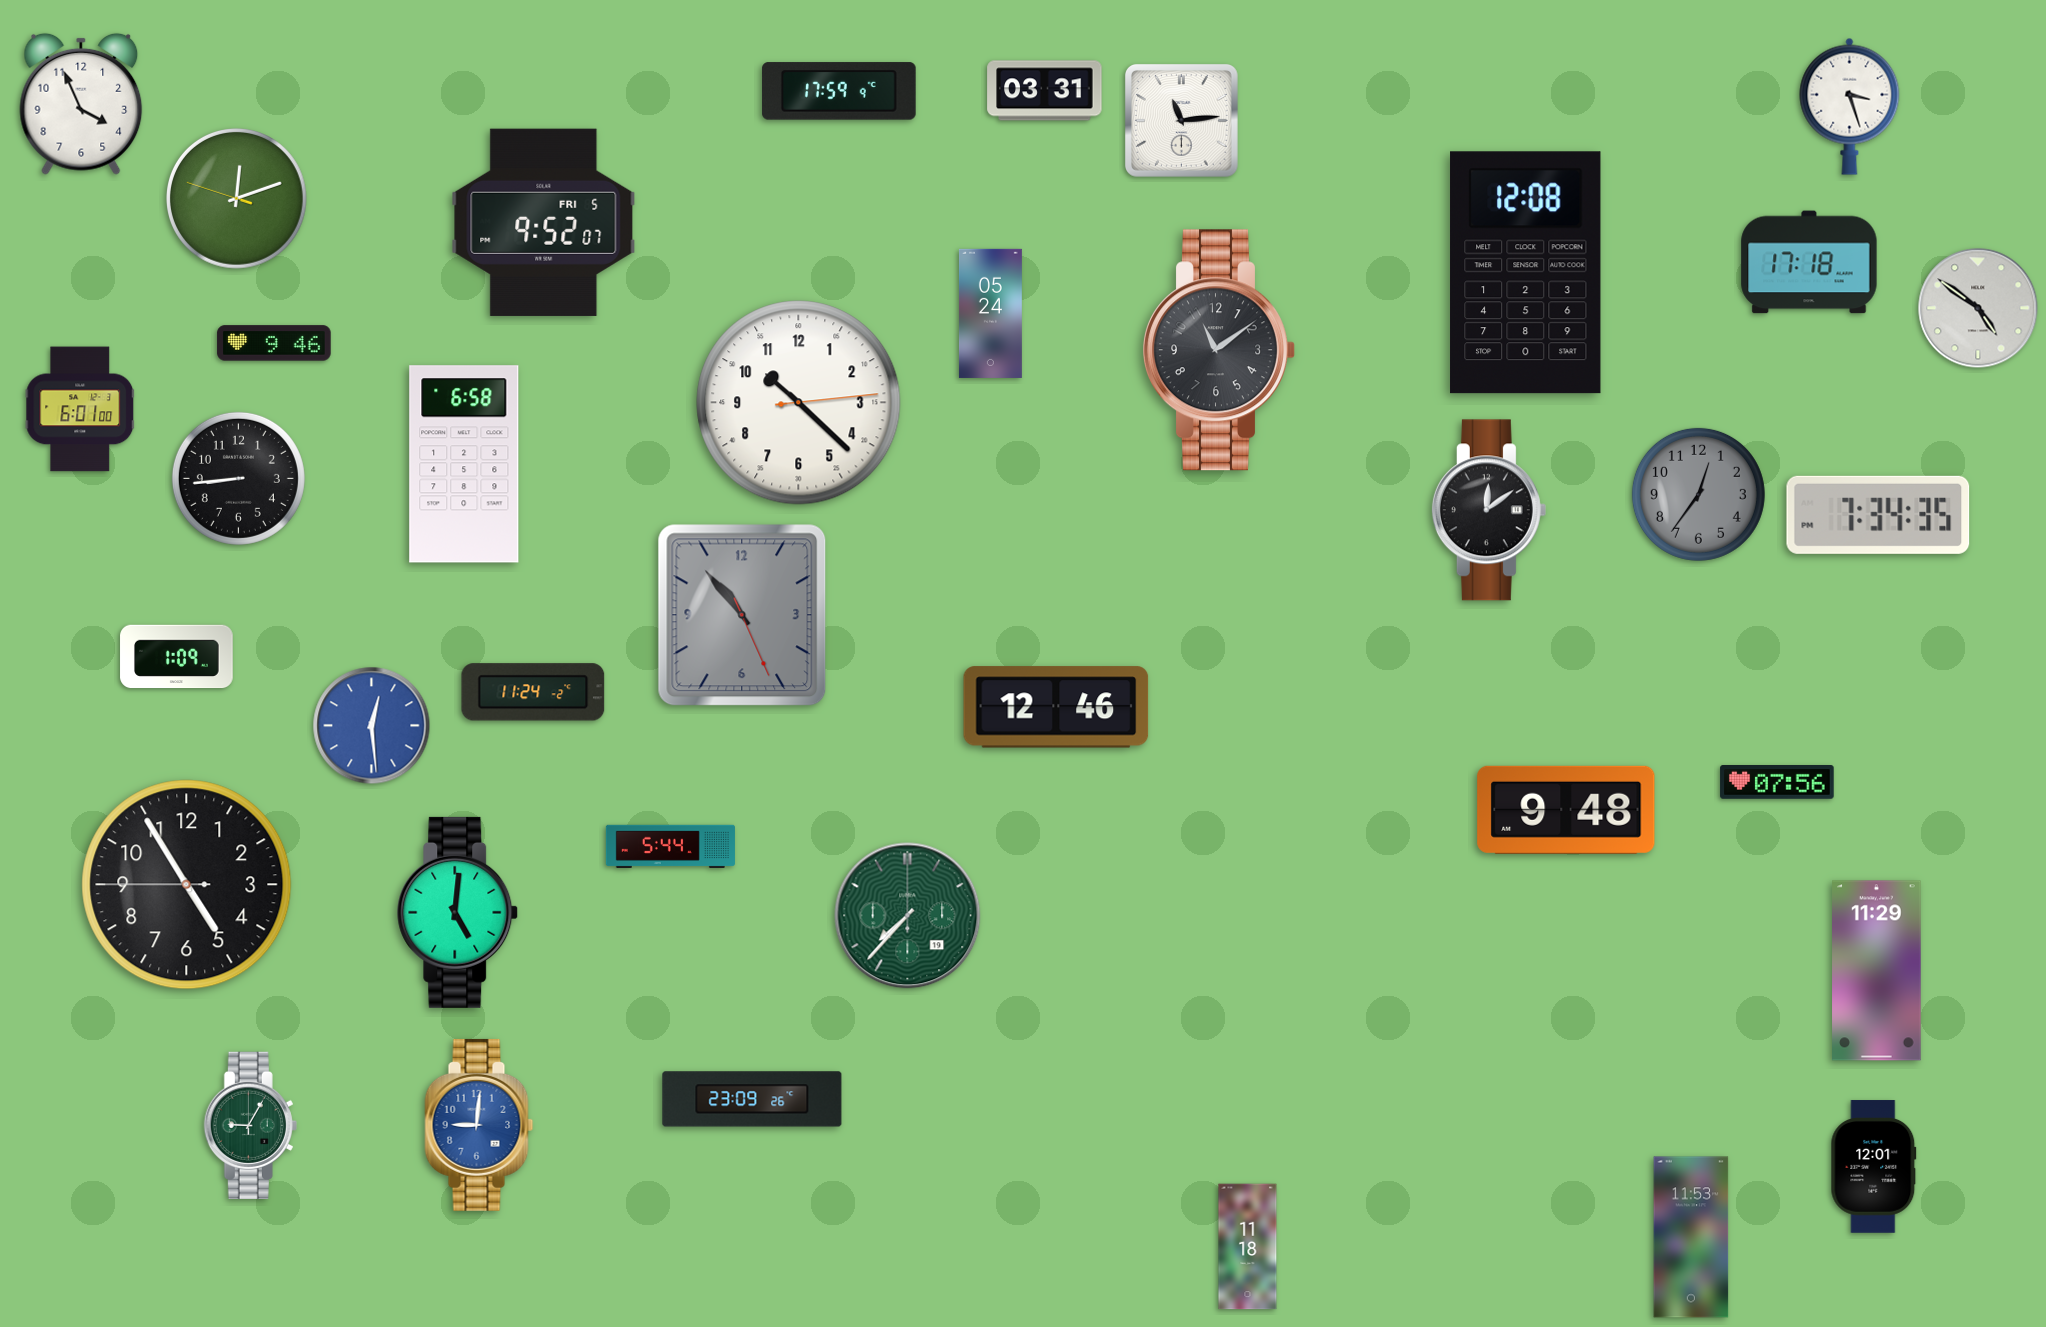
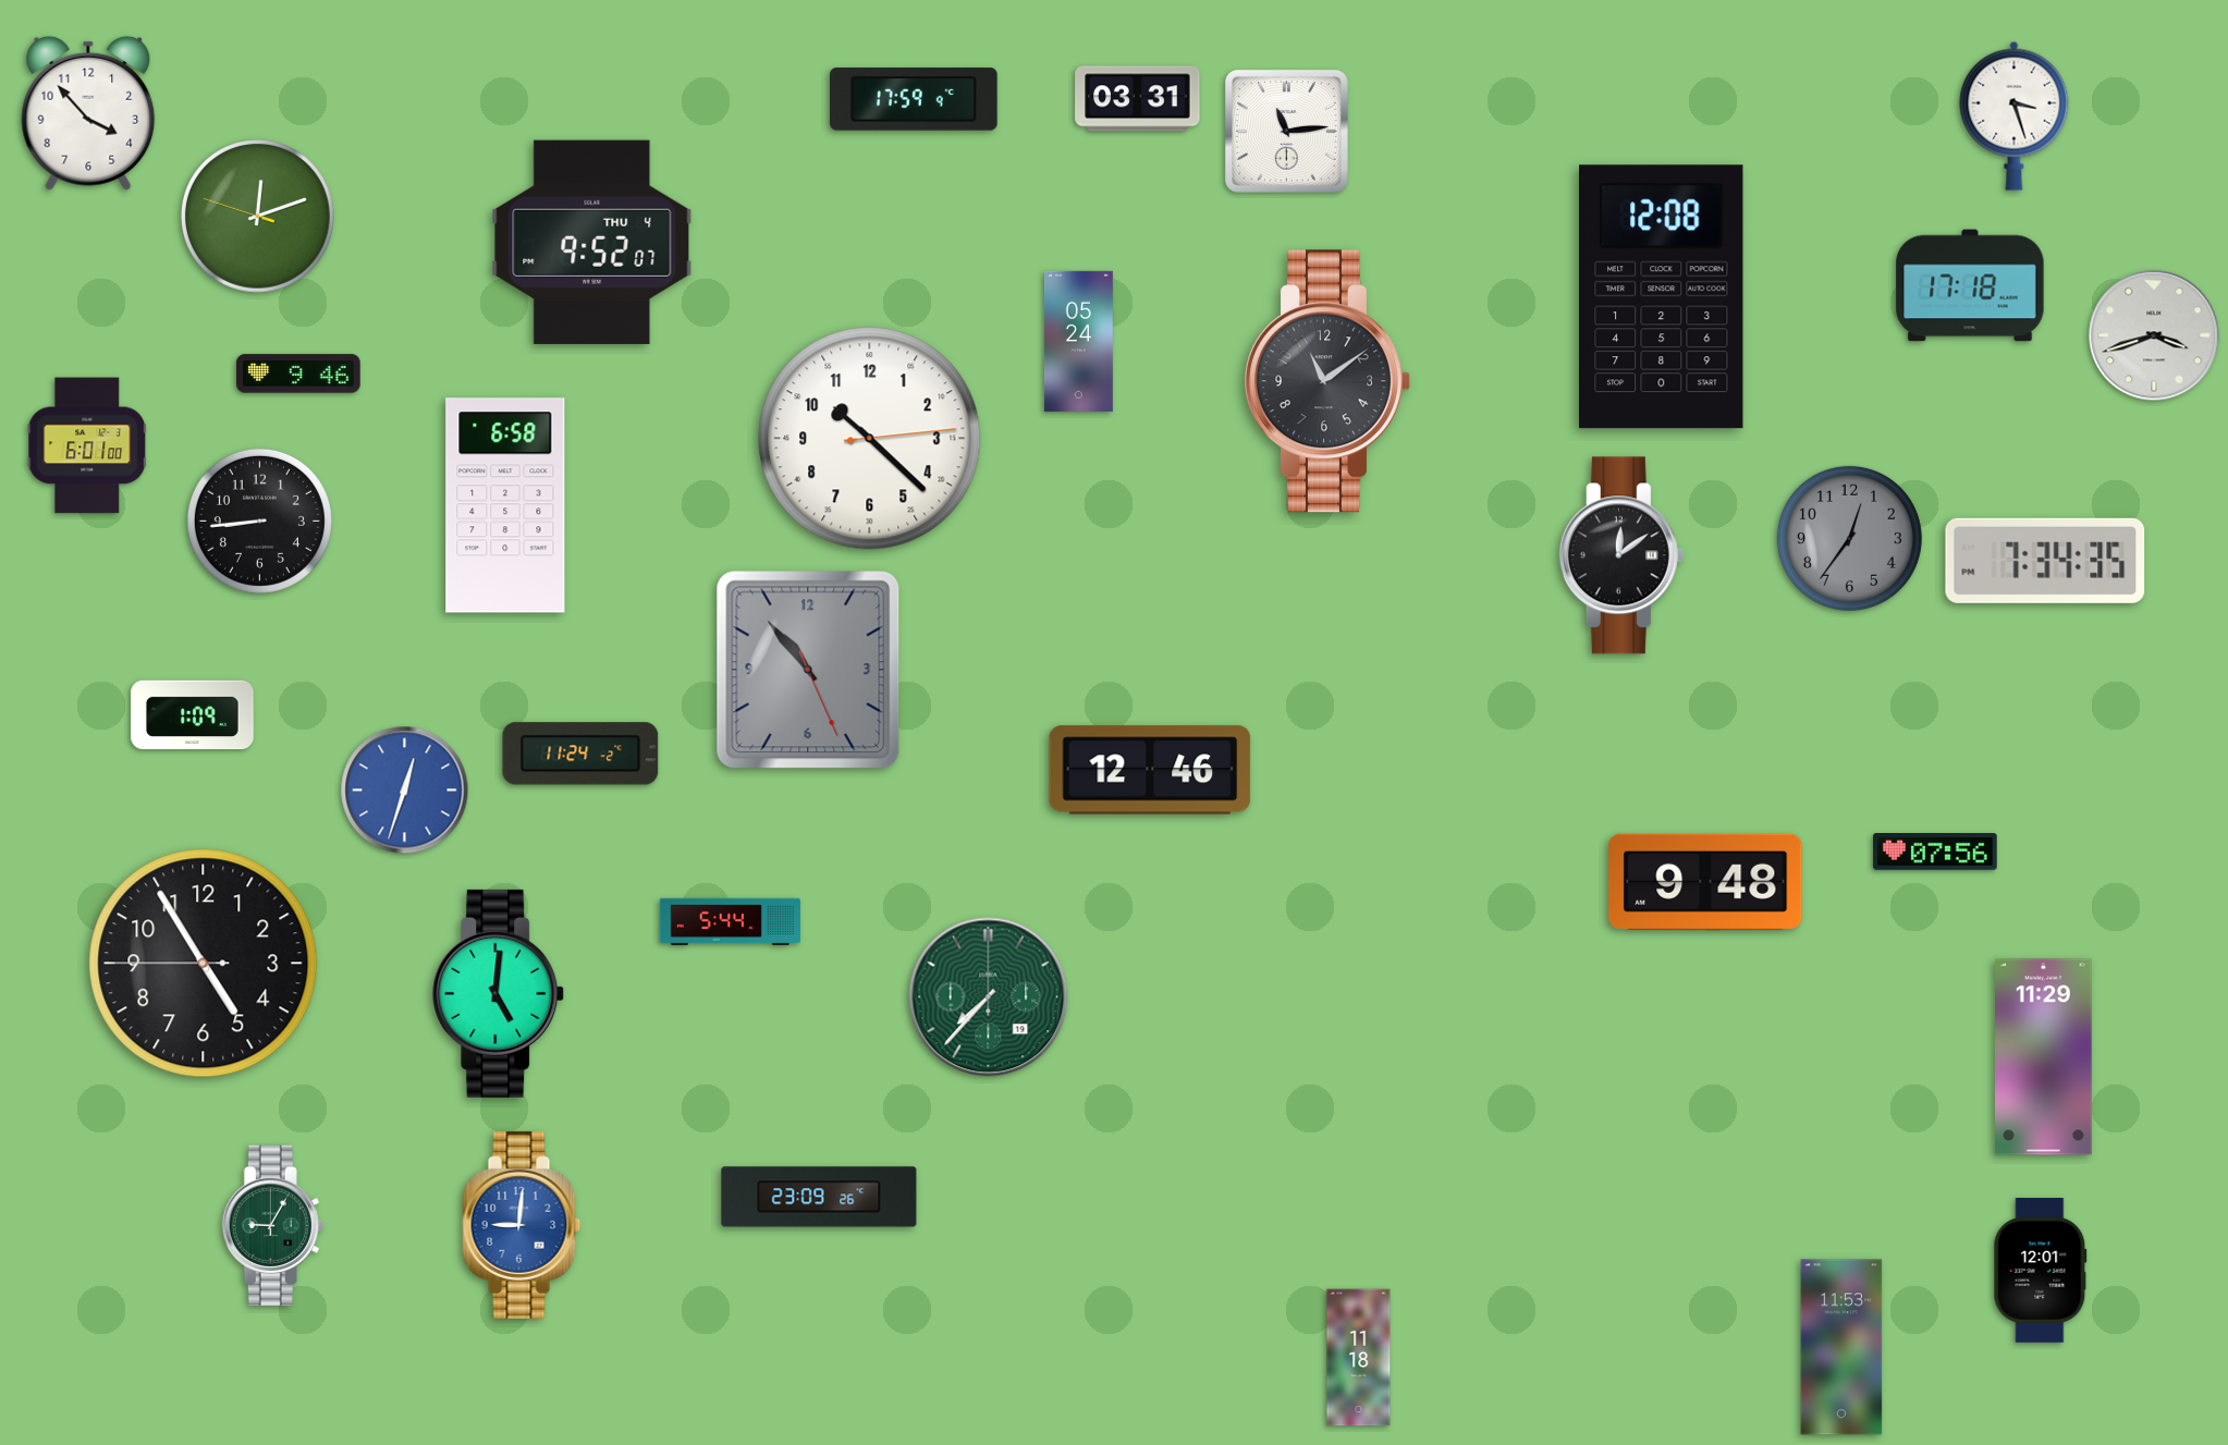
clock at (81, 104): 3:56 -> 3:53
clock at (544, 222) date: FRI 5 -> THU 4
clock at (1978, 308): 4:51 -> 3:42
clock at (372, 726): 12:29 -> 12:33
